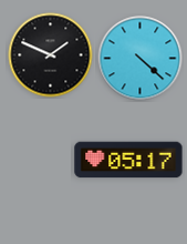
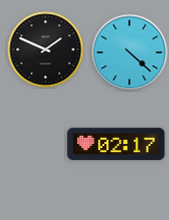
clock at (141, 59) position: (141, 59) -> (130, 53)
clock at (128, 160): 05:17 -> 02:17
